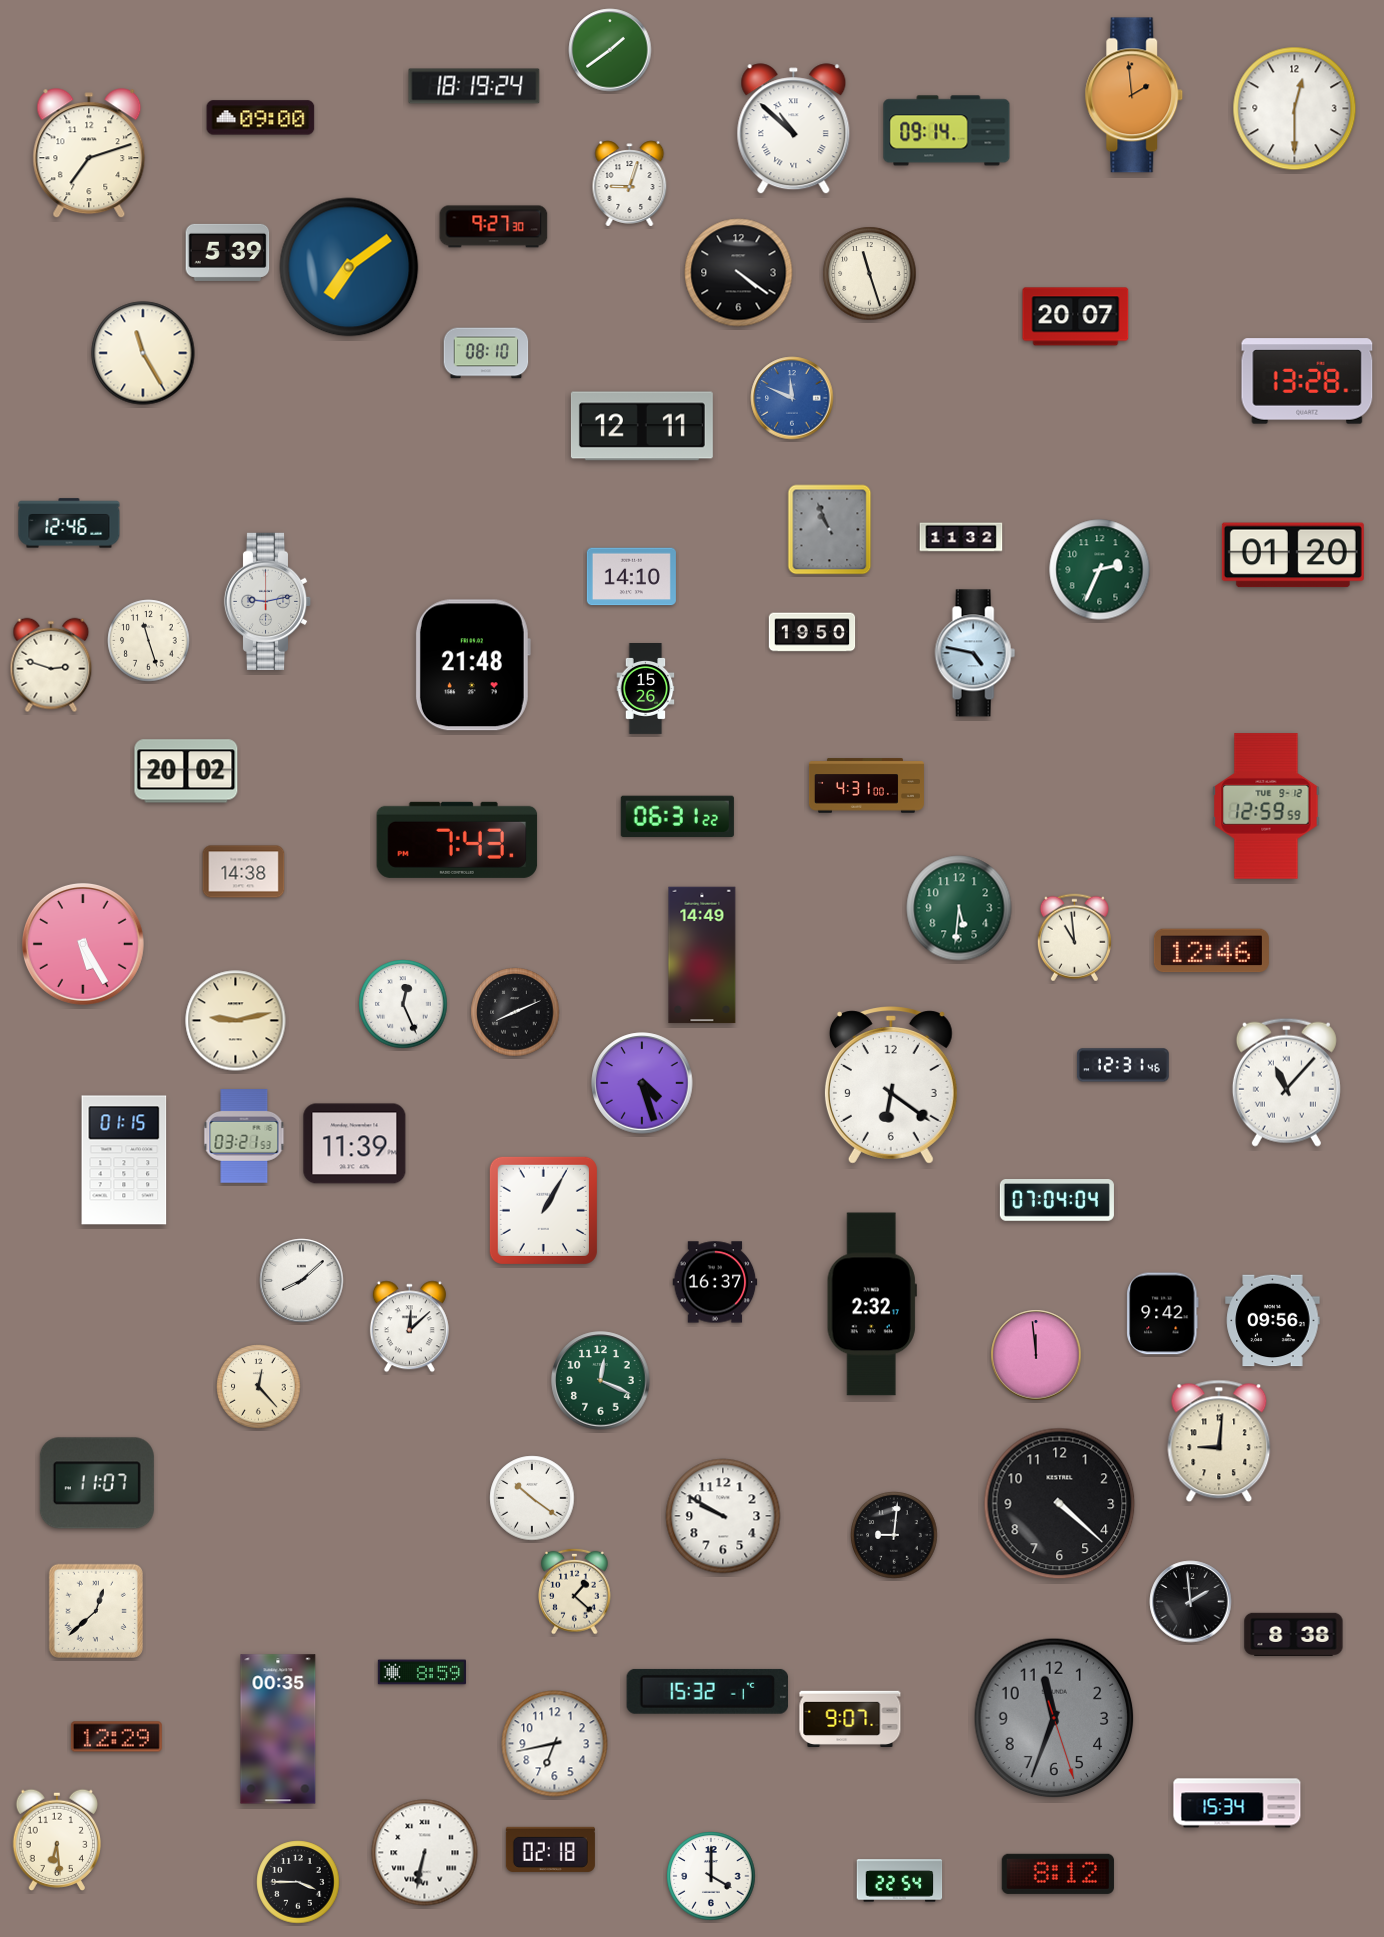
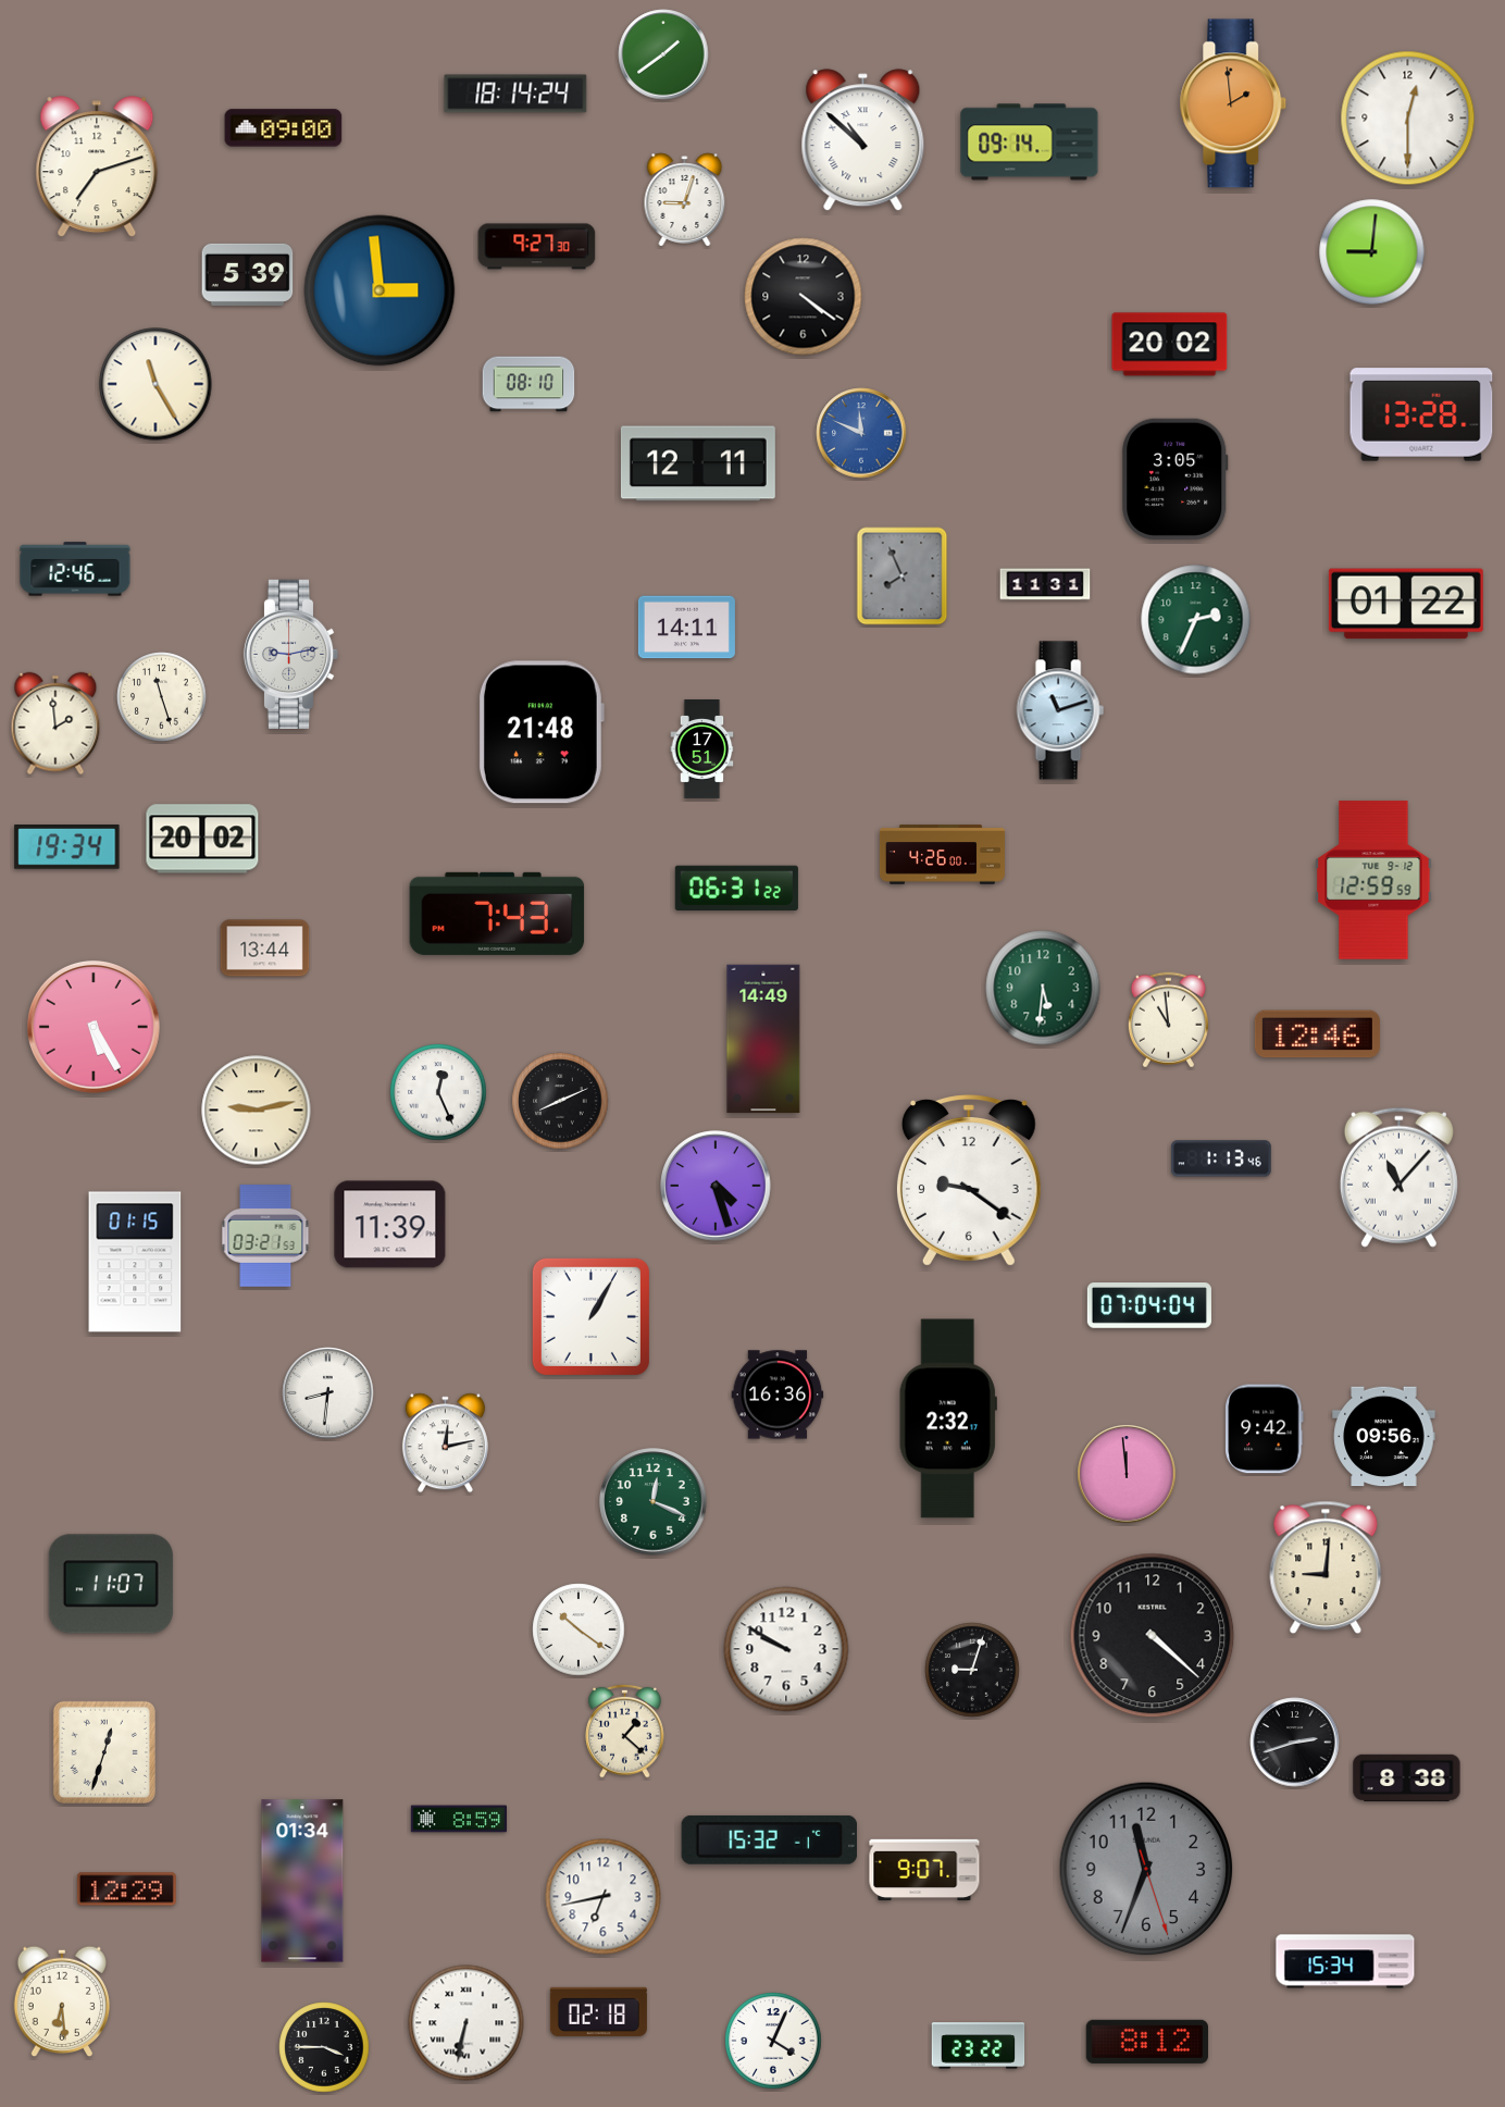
clock at (474, 86): 18:19 -> 18:14
clock at (1372, 252): none -> 9:01
clock at (349, 267): 7:09 -> 2:59
clock at (870, 274): 11:27 -> none
clock at (1076, 317): 20:07 -> 20:02
clock at (1176, 479): none -> 3:05
clock at (830, 530): 10:56 -> 7:56
clock at (961, 537): 11:32 -> 11:31
clock at (1293, 555): 01:20 -> 01:22
clock at (631, 577): 14:10 -> 14:11
clock at (812, 632): 19:50 -> none
clock at (975, 653): 4:47 -> 11:12
clock at (51, 665): 2:48 -> 1:59
clock at (472, 665) position: (472, 665) -> (540, 732)
clock at (646, 689): 15:26 -> 17:51
clock at (67, 847): none -> 19:34
clock at (866, 786): 4:31 -> 4:26
clock at (1266, 806) position: (1266, 806) -> (1373, 880)
clock at (244, 872): 14:38 -> 13:44
clock at (83, 944) position: (83, 944) -> (94, 1027)
clock at (1123, 1065): 12:31 -> 1:13
clock at (642, 1083) position: (642, 1083) -> (716, 1186)
clock at (891, 1085): 6:21 -> 9:21
clock at (355, 1144) position: (355, 1144) -> (390, 1225)
clock at (302, 1281): 8:08 -> 8:31
clock at (715, 1282): 16:37 -> 16:36
clock at (409, 1327): 12:08 -> 12:13
clock at (259, 1387): 12:23 -> none
clock at (97, 1483) position: (97, 1483) -> (111, 1584)
clock at (894, 1535): 9:01 -> 9:03
clock at (1191, 1602): 1:59 -> 2:42
clock at (96, 1611): 12:38 -> 12:33
clock at (278, 1729): 00:35 -> 01:34
clock at (425, 1853) position: (425, 1853) -> (467, 2023)
clock at (1058, 1874) position: (1058, 1874) -> (1147, 2042)
clock at (711, 1876): 4:00 -> 4:04
clock at (900, 1881): 22:54 -> 23:22
